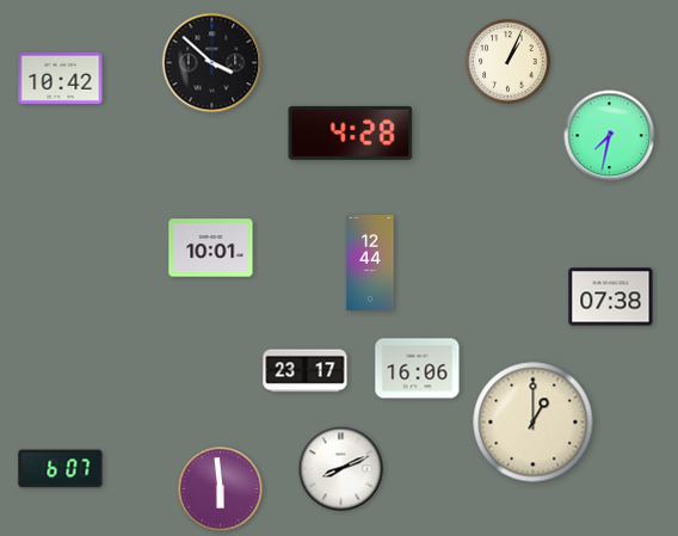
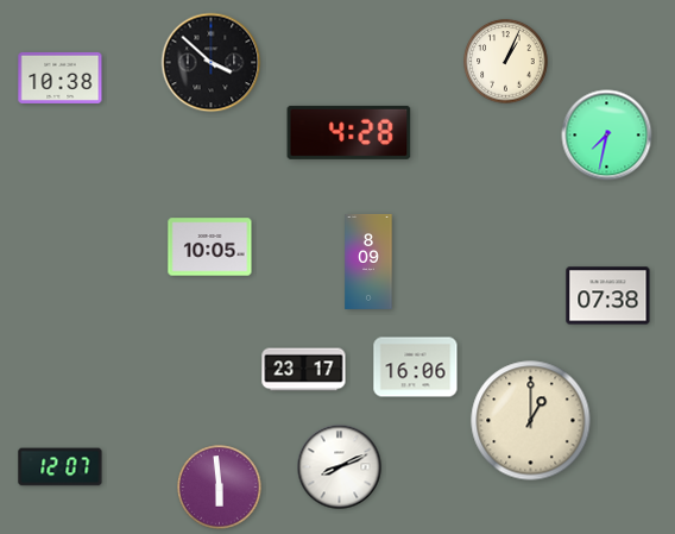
clock at (61, 78): 10:42 -> 10:38
clock at (211, 248): 10:01 -> 10:05
clock at (370, 263): 12:44 -> 8:09
clock at (61, 469): 6:07 -> 12:07
